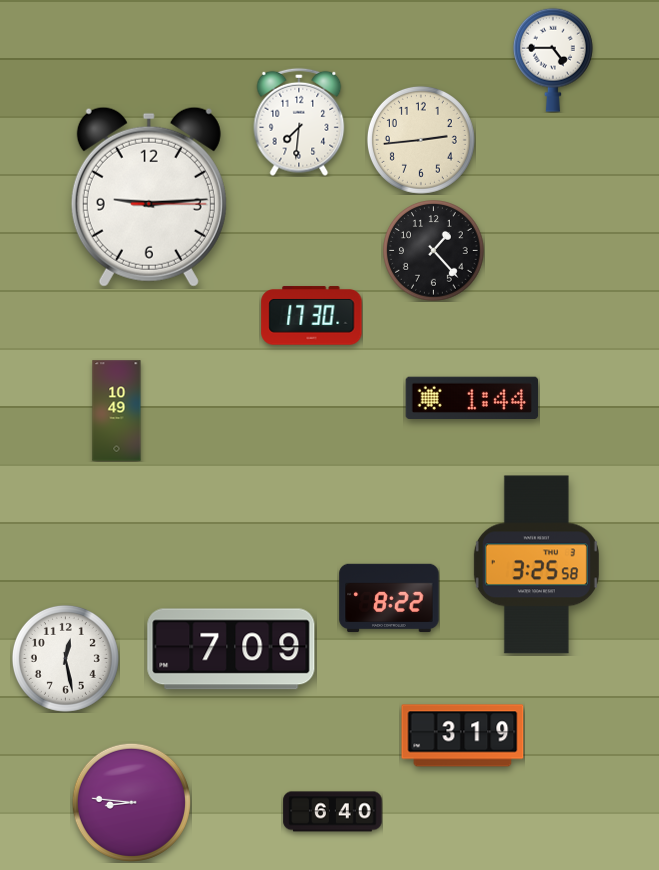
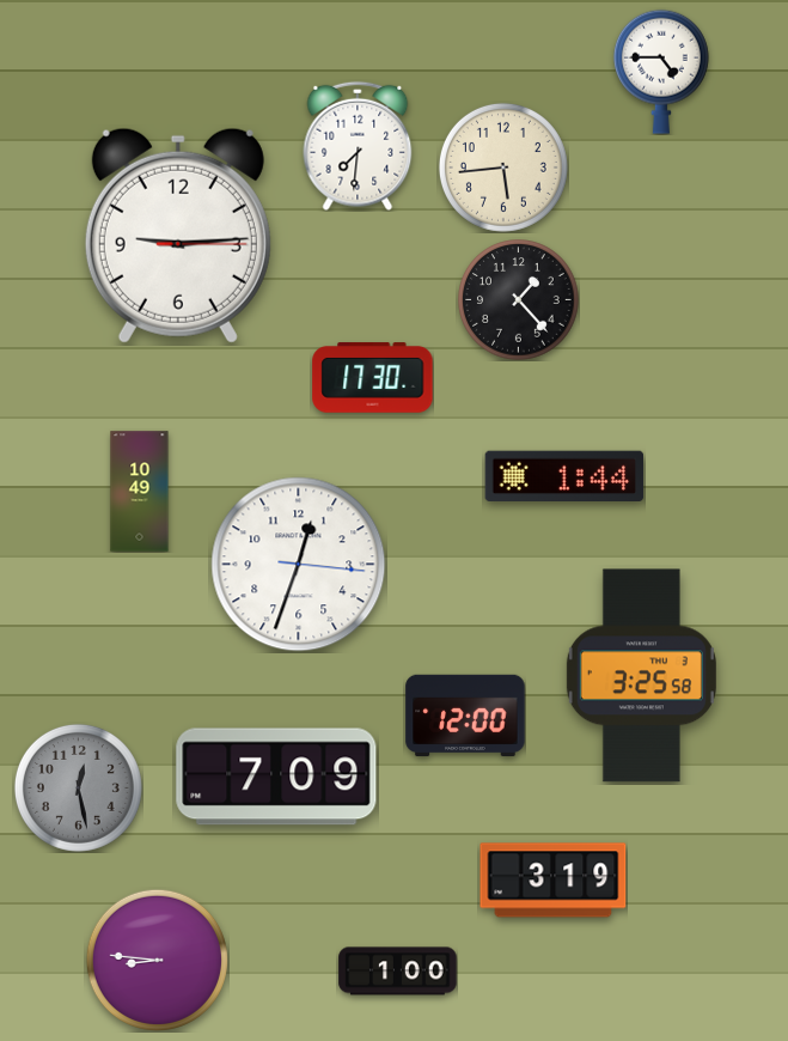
clock at (421, 140): 2:44 -> 5:44
clock at (299, 565): none -> 12:33
clock at (389, 598): 8:22 -> 12:00
clock at (65, 658) dial: white -> grey
clock at (333, 812): 6:40 -> 1:00
